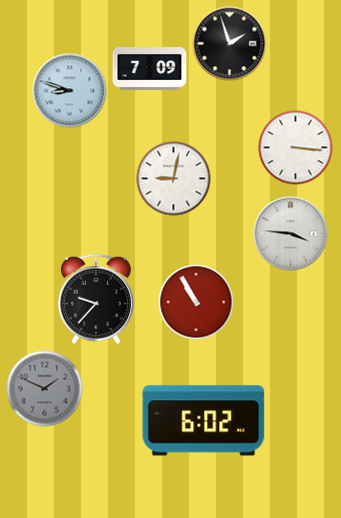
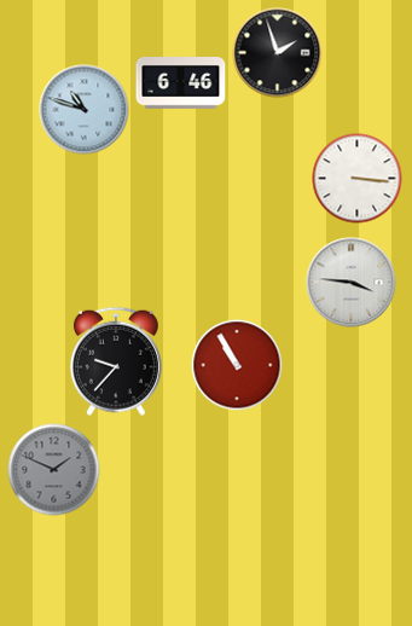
clock at (150, 69): 7:09 -> 6:46
clock at (70, 91): 8:48 -> 10:48
clock at (174, 179): 9:02 -> none
clock at (204, 421): 6:02 -> none
